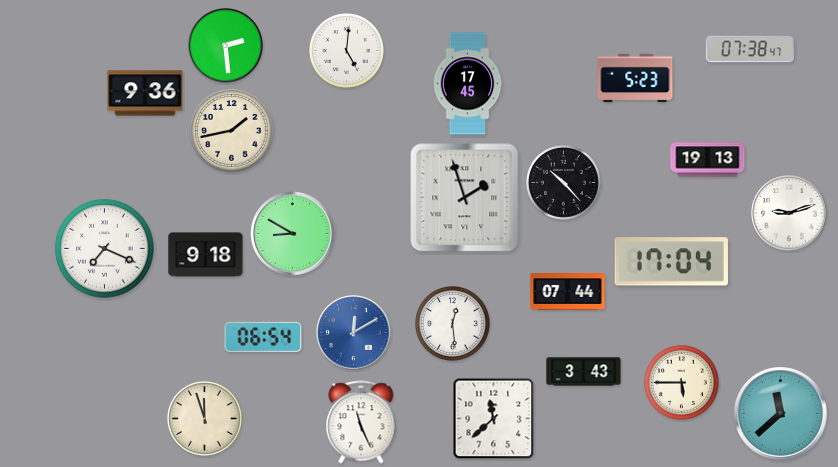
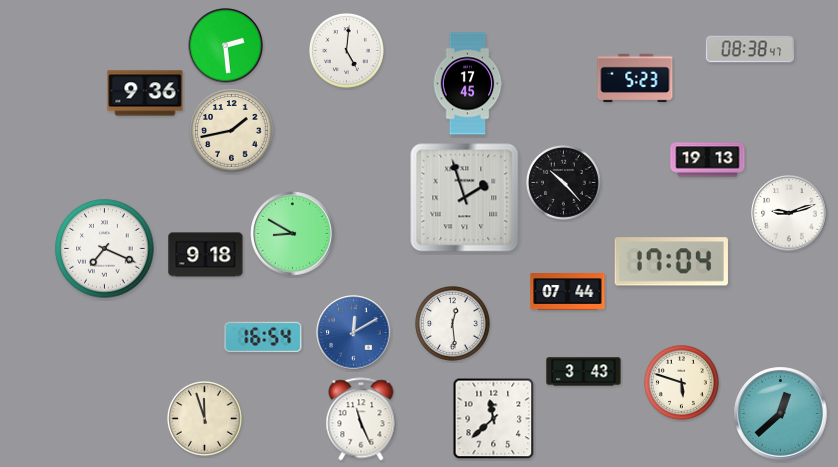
clock at (749, 49): 07:38 -> 08:38
clock at (263, 337): 06:54 -> 16:54
clock at (682, 383): 5:45 -> 5:48
clock at (781, 414): 11:38 -> 12:38
clock at (361, 422) position: (361, 422) -> (361, 419)
